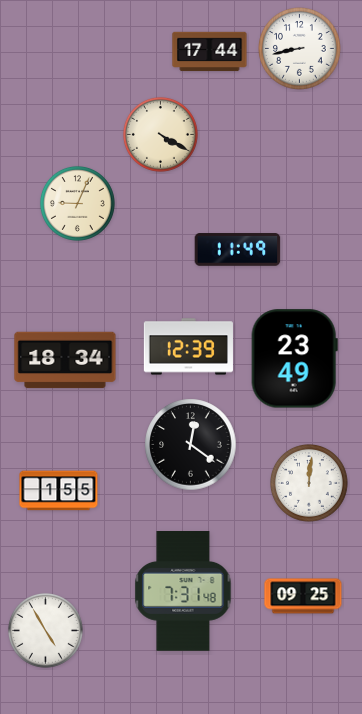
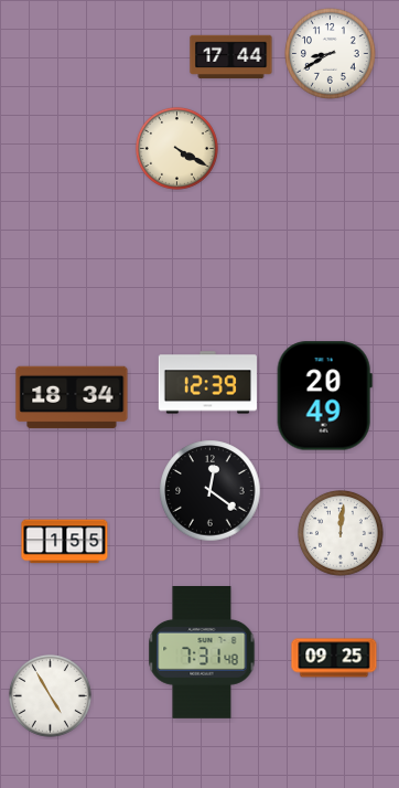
clock at (300, 49): 8:43 -> 8:40
clock at (77, 203): 9:04 -> none
clock at (238, 250): 11:49 -> none
clock at (294, 359): 23:49 -> 20:49
